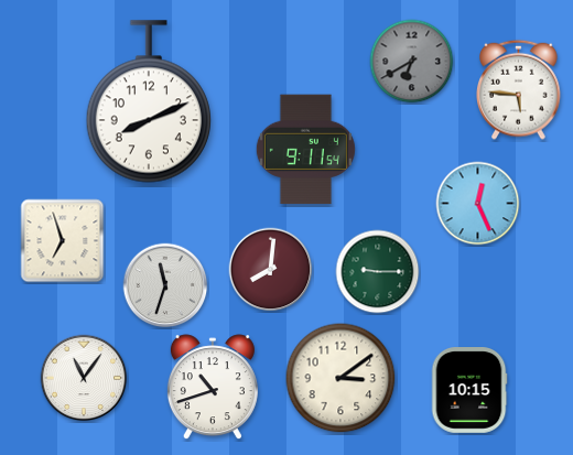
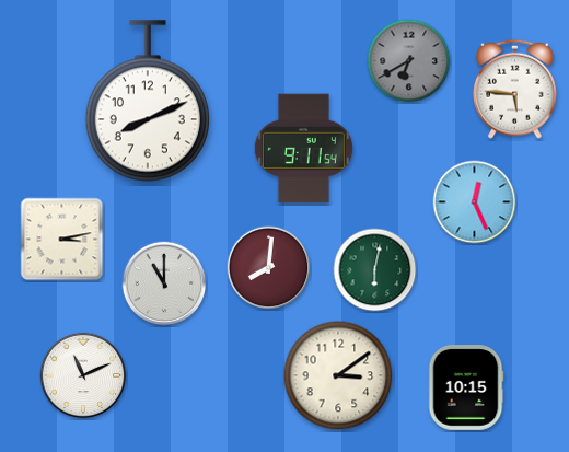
clock at (63, 241): 6:57 -> 3:13
clock at (378, 272): 9:15 -> 6:02
clock at (165, 285): 11:33 -> 11:00
clock at (84, 378): 11:06 -> 11:11
clock at (213, 388): 10:42 -> none
